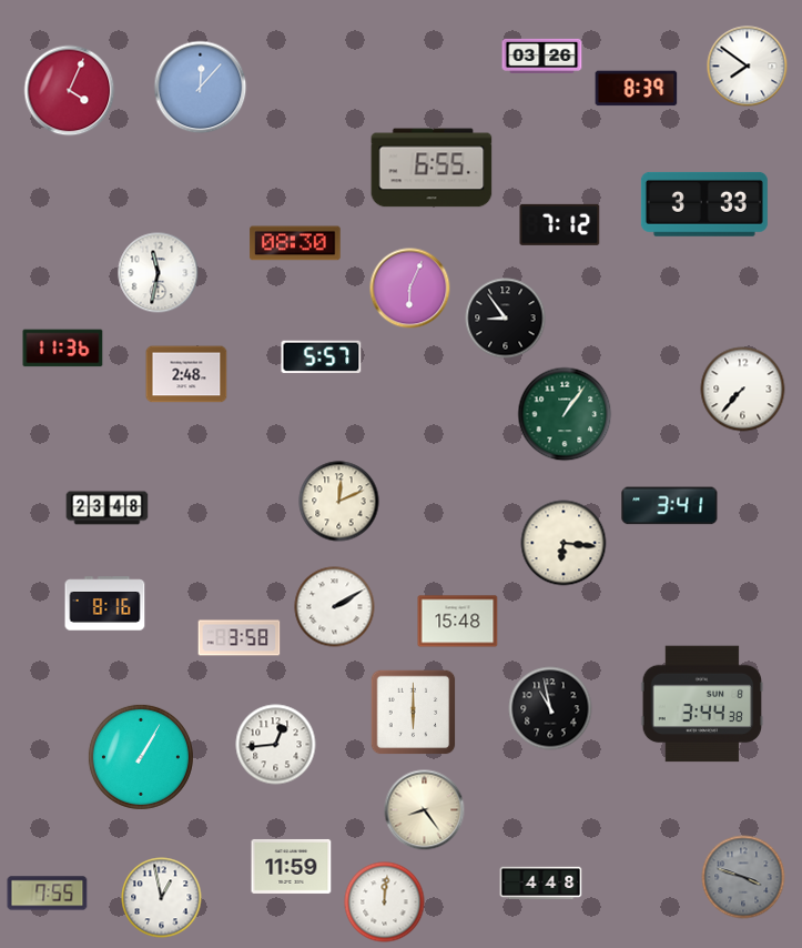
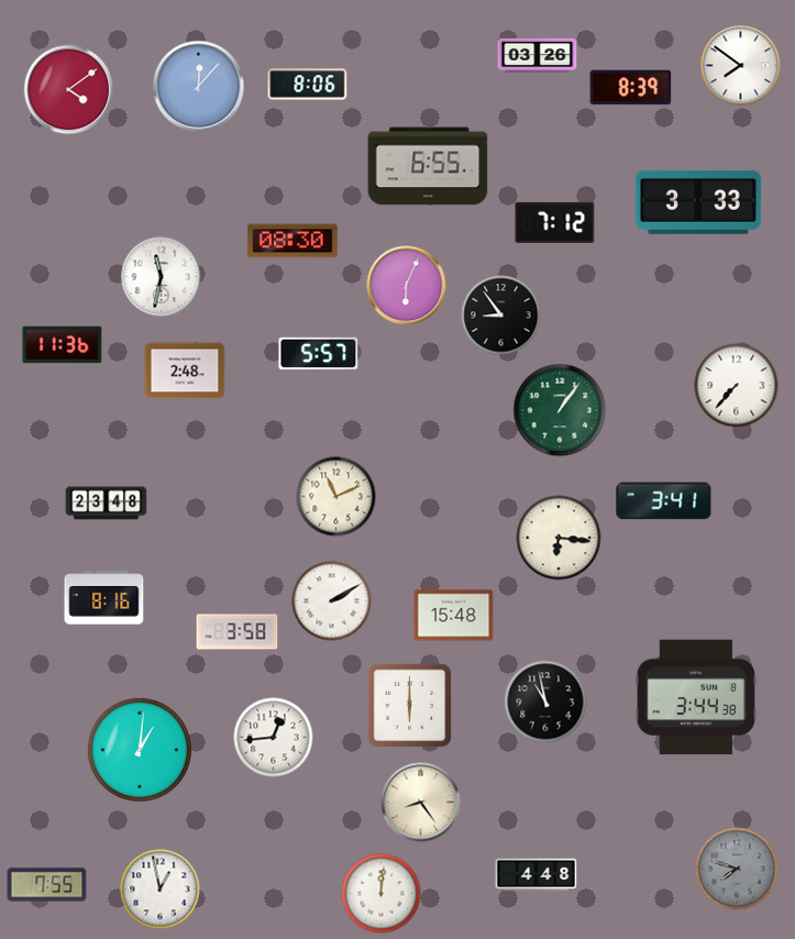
clock at (308, 85): none -> 8:06
clock at (70, 91): 4:04 -> 4:09
clock at (159, 273) position: (159, 273) -> (162, 277)
clock at (339, 502): 12:11 -> 11:11
clock at (141, 757): 1:05 -> 1:01
clock at (292, 866): 11:59 -> none
clock at (743, 877): 3:48 -> 7:48
